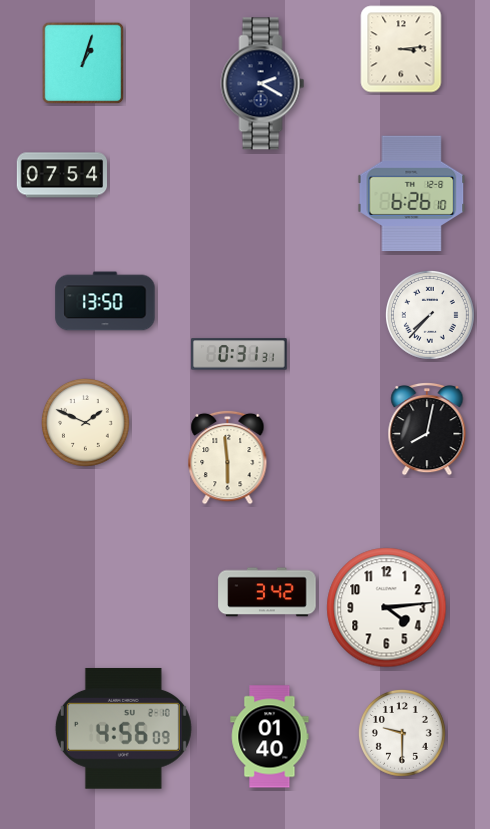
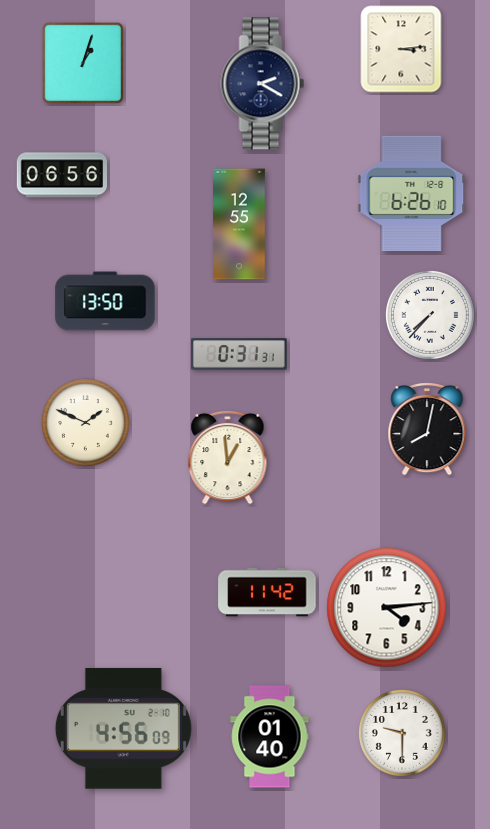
clock at (61, 175): 07:54 -> 06:56
clock at (239, 224): none -> 12:55
clock at (228, 457): 5:59 -> 12:59
clock at (267, 592): 3:42 -> 11:42
